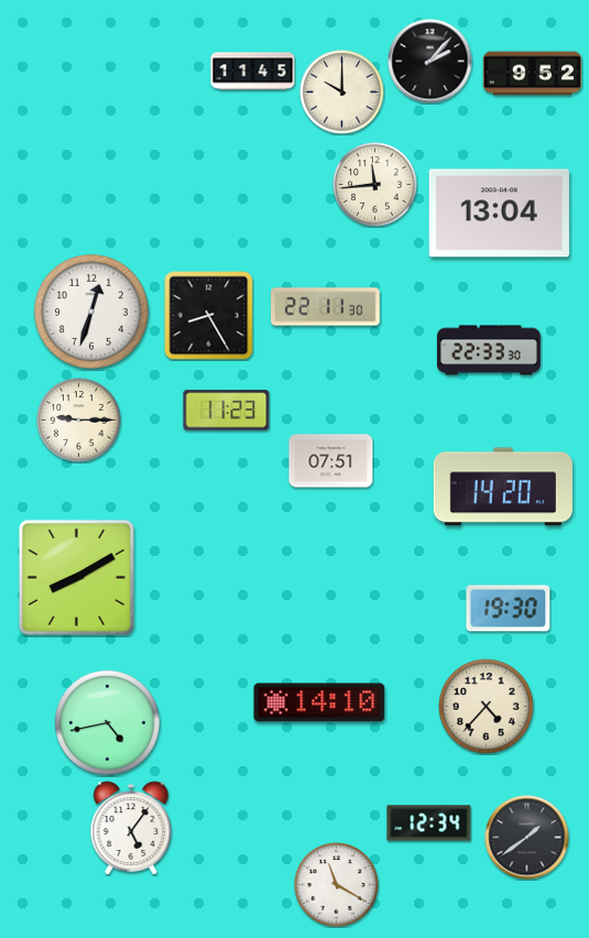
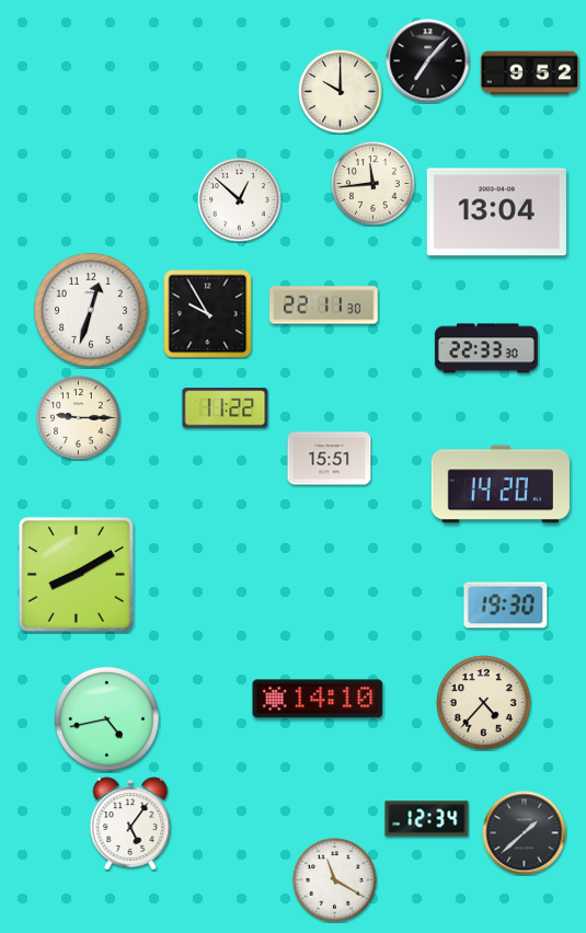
clock at (430, 62): 2:07 -> 7:07
clock at (253, 72): 11:45 -> none
clock at (240, 200): none -> 12:52
clock at (209, 316): 8:25 -> 9:55
clock at (227, 411): 11:23 -> 11:22
clock at (331, 461): 07:51 -> 15:51
clock at (527, 838): 1:39 -> 1:38
